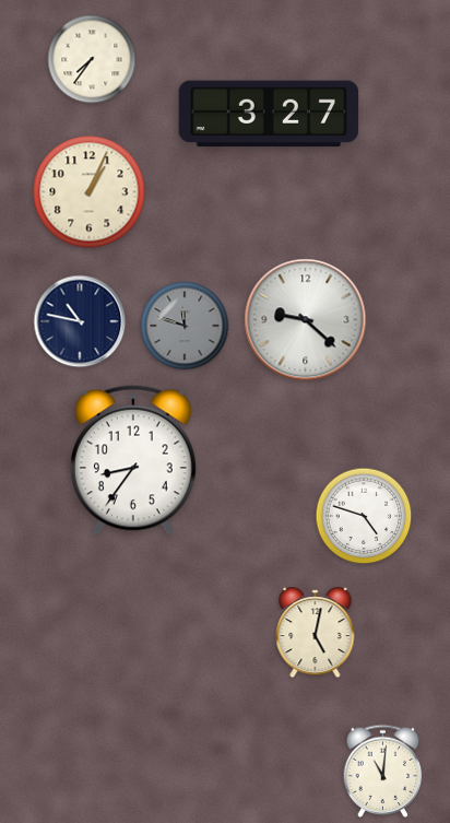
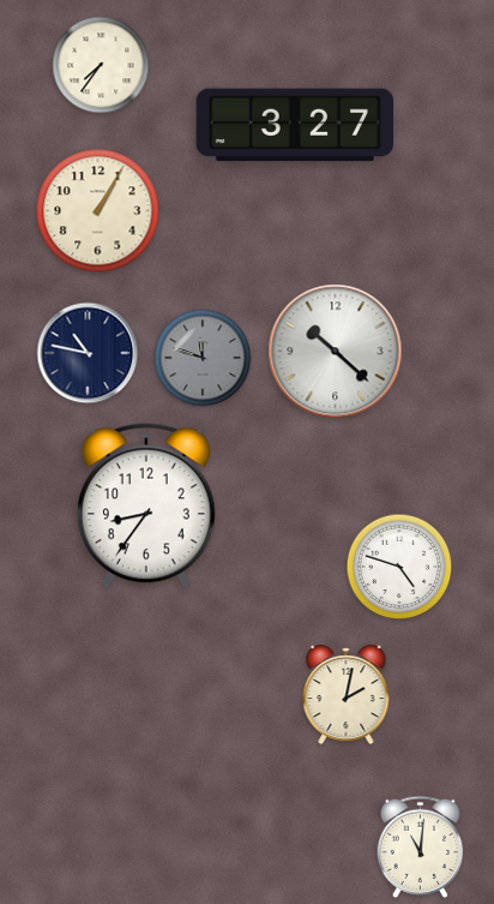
clock at (90, 192): 1:04 -> 1:05
clock at (306, 320): 9:22 -> 10:22
clock at (316, 633): 5:02 -> 2:02
